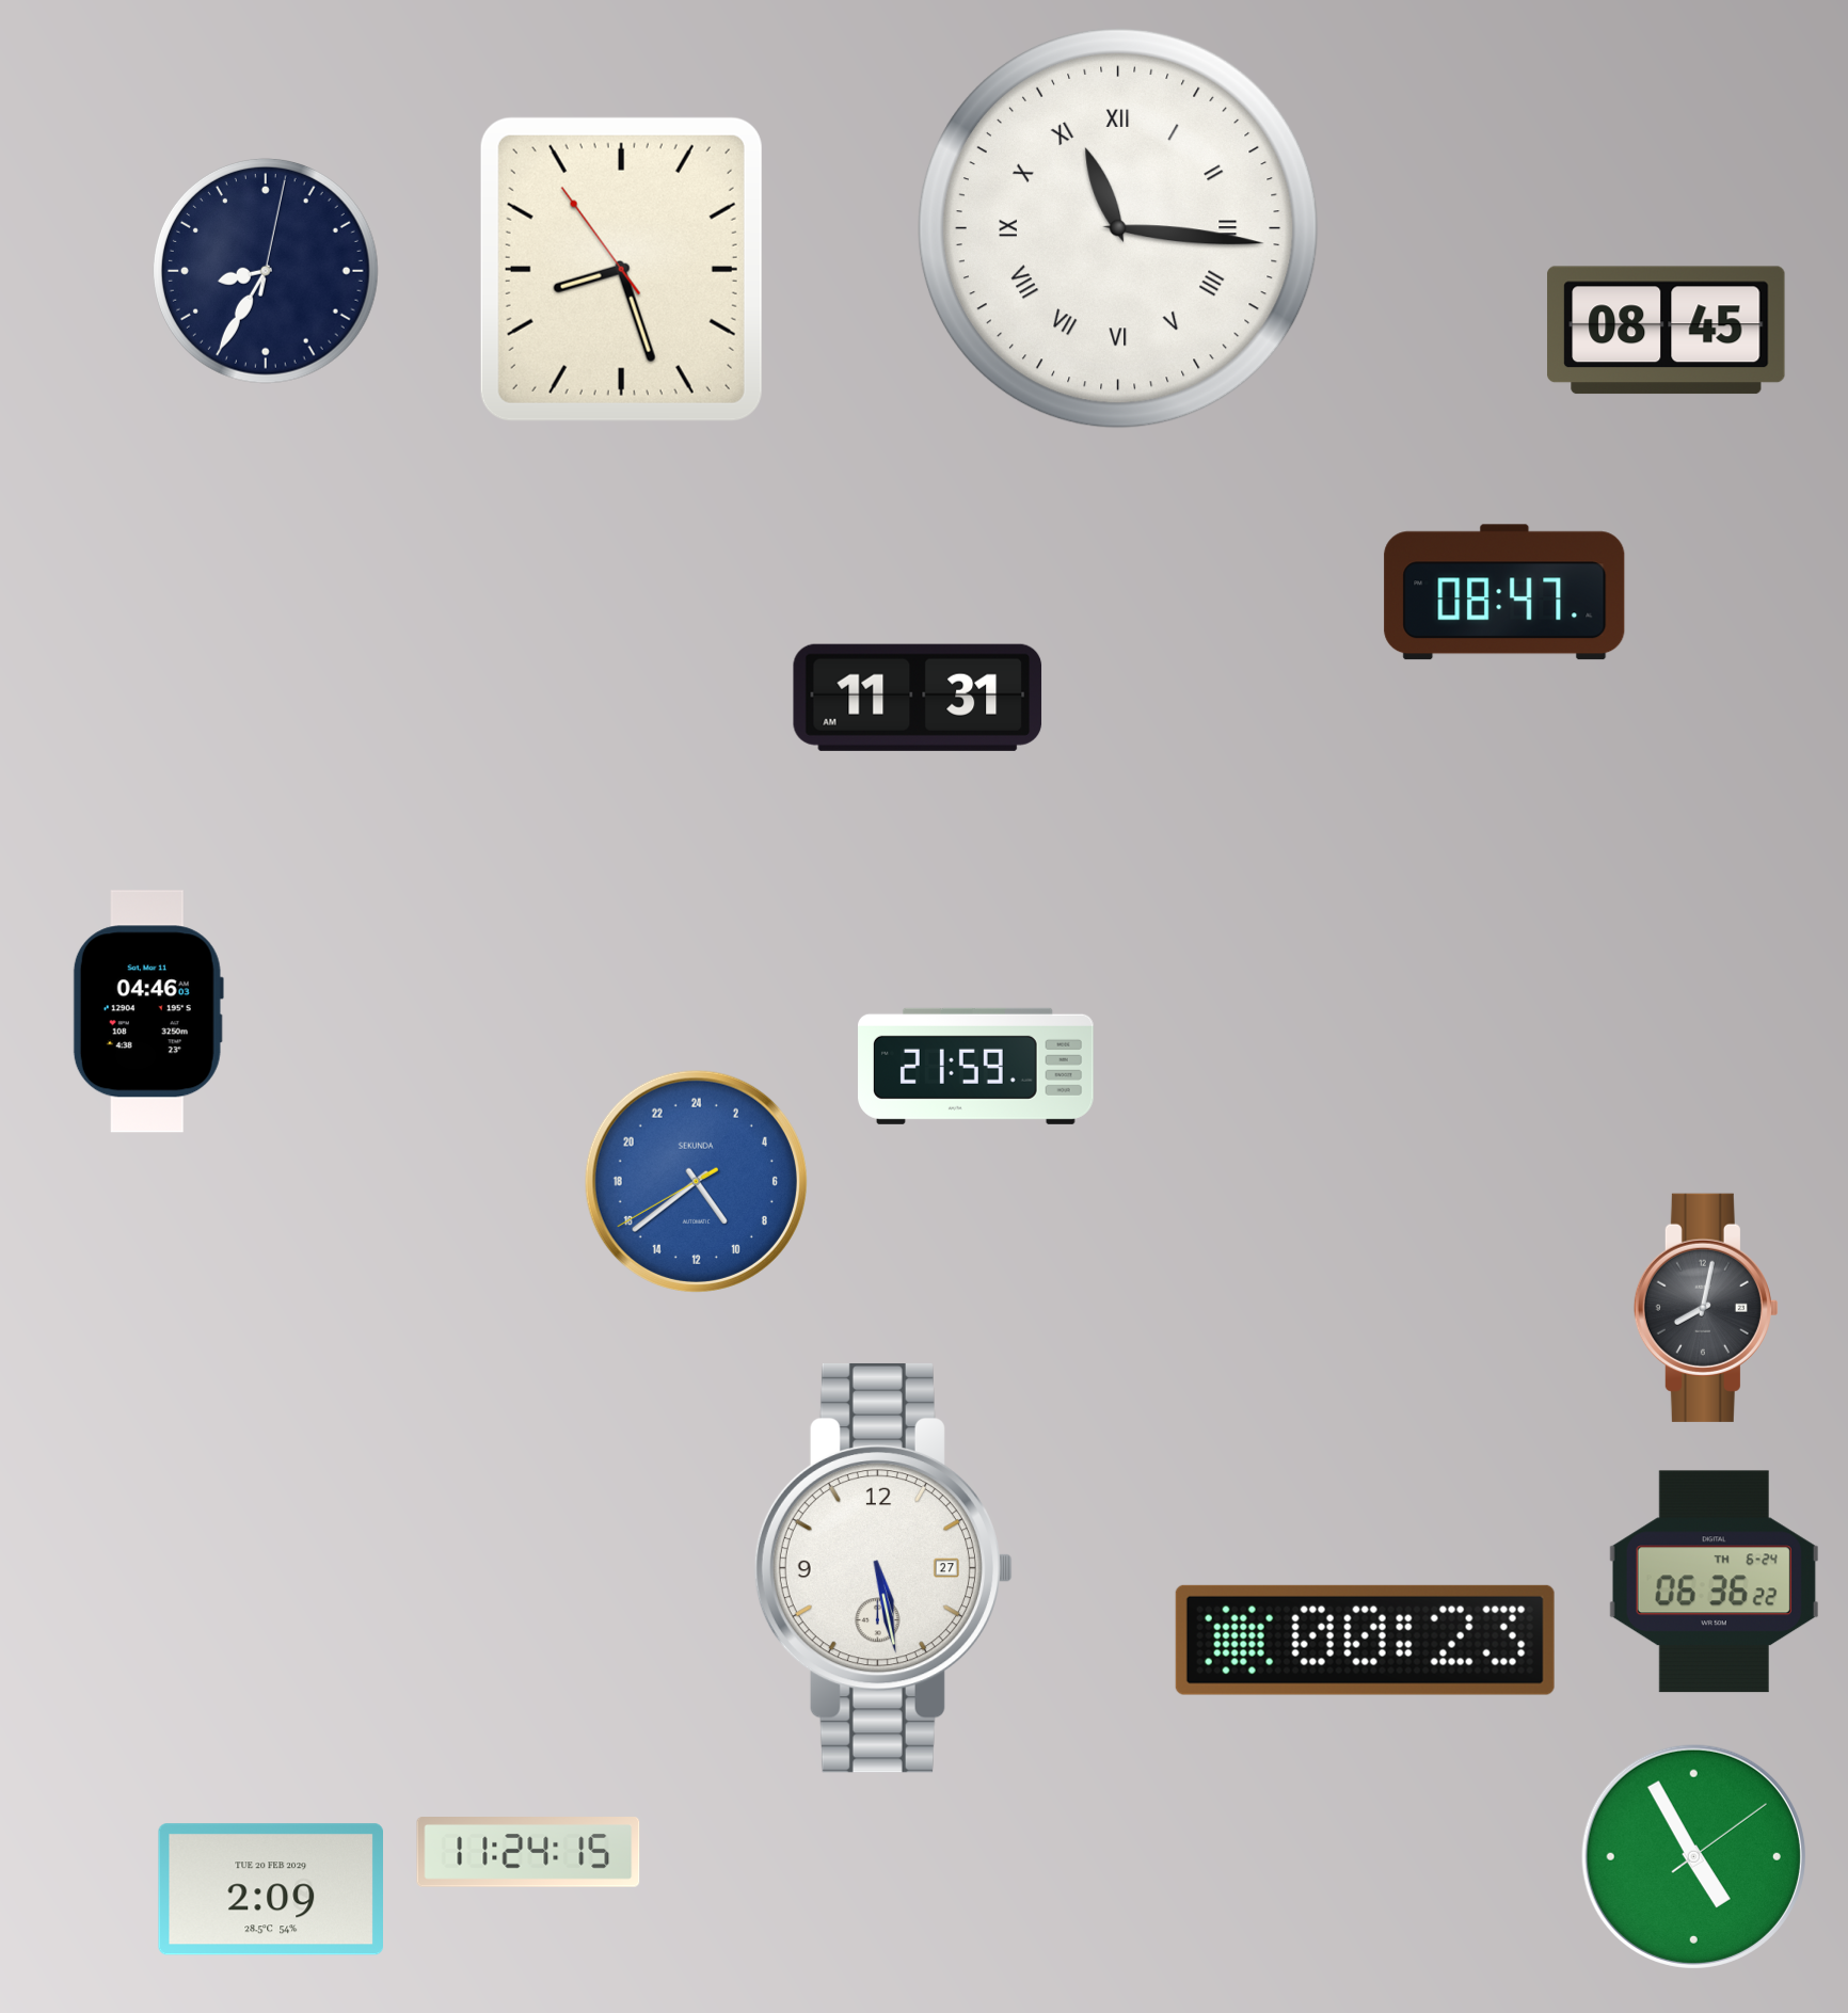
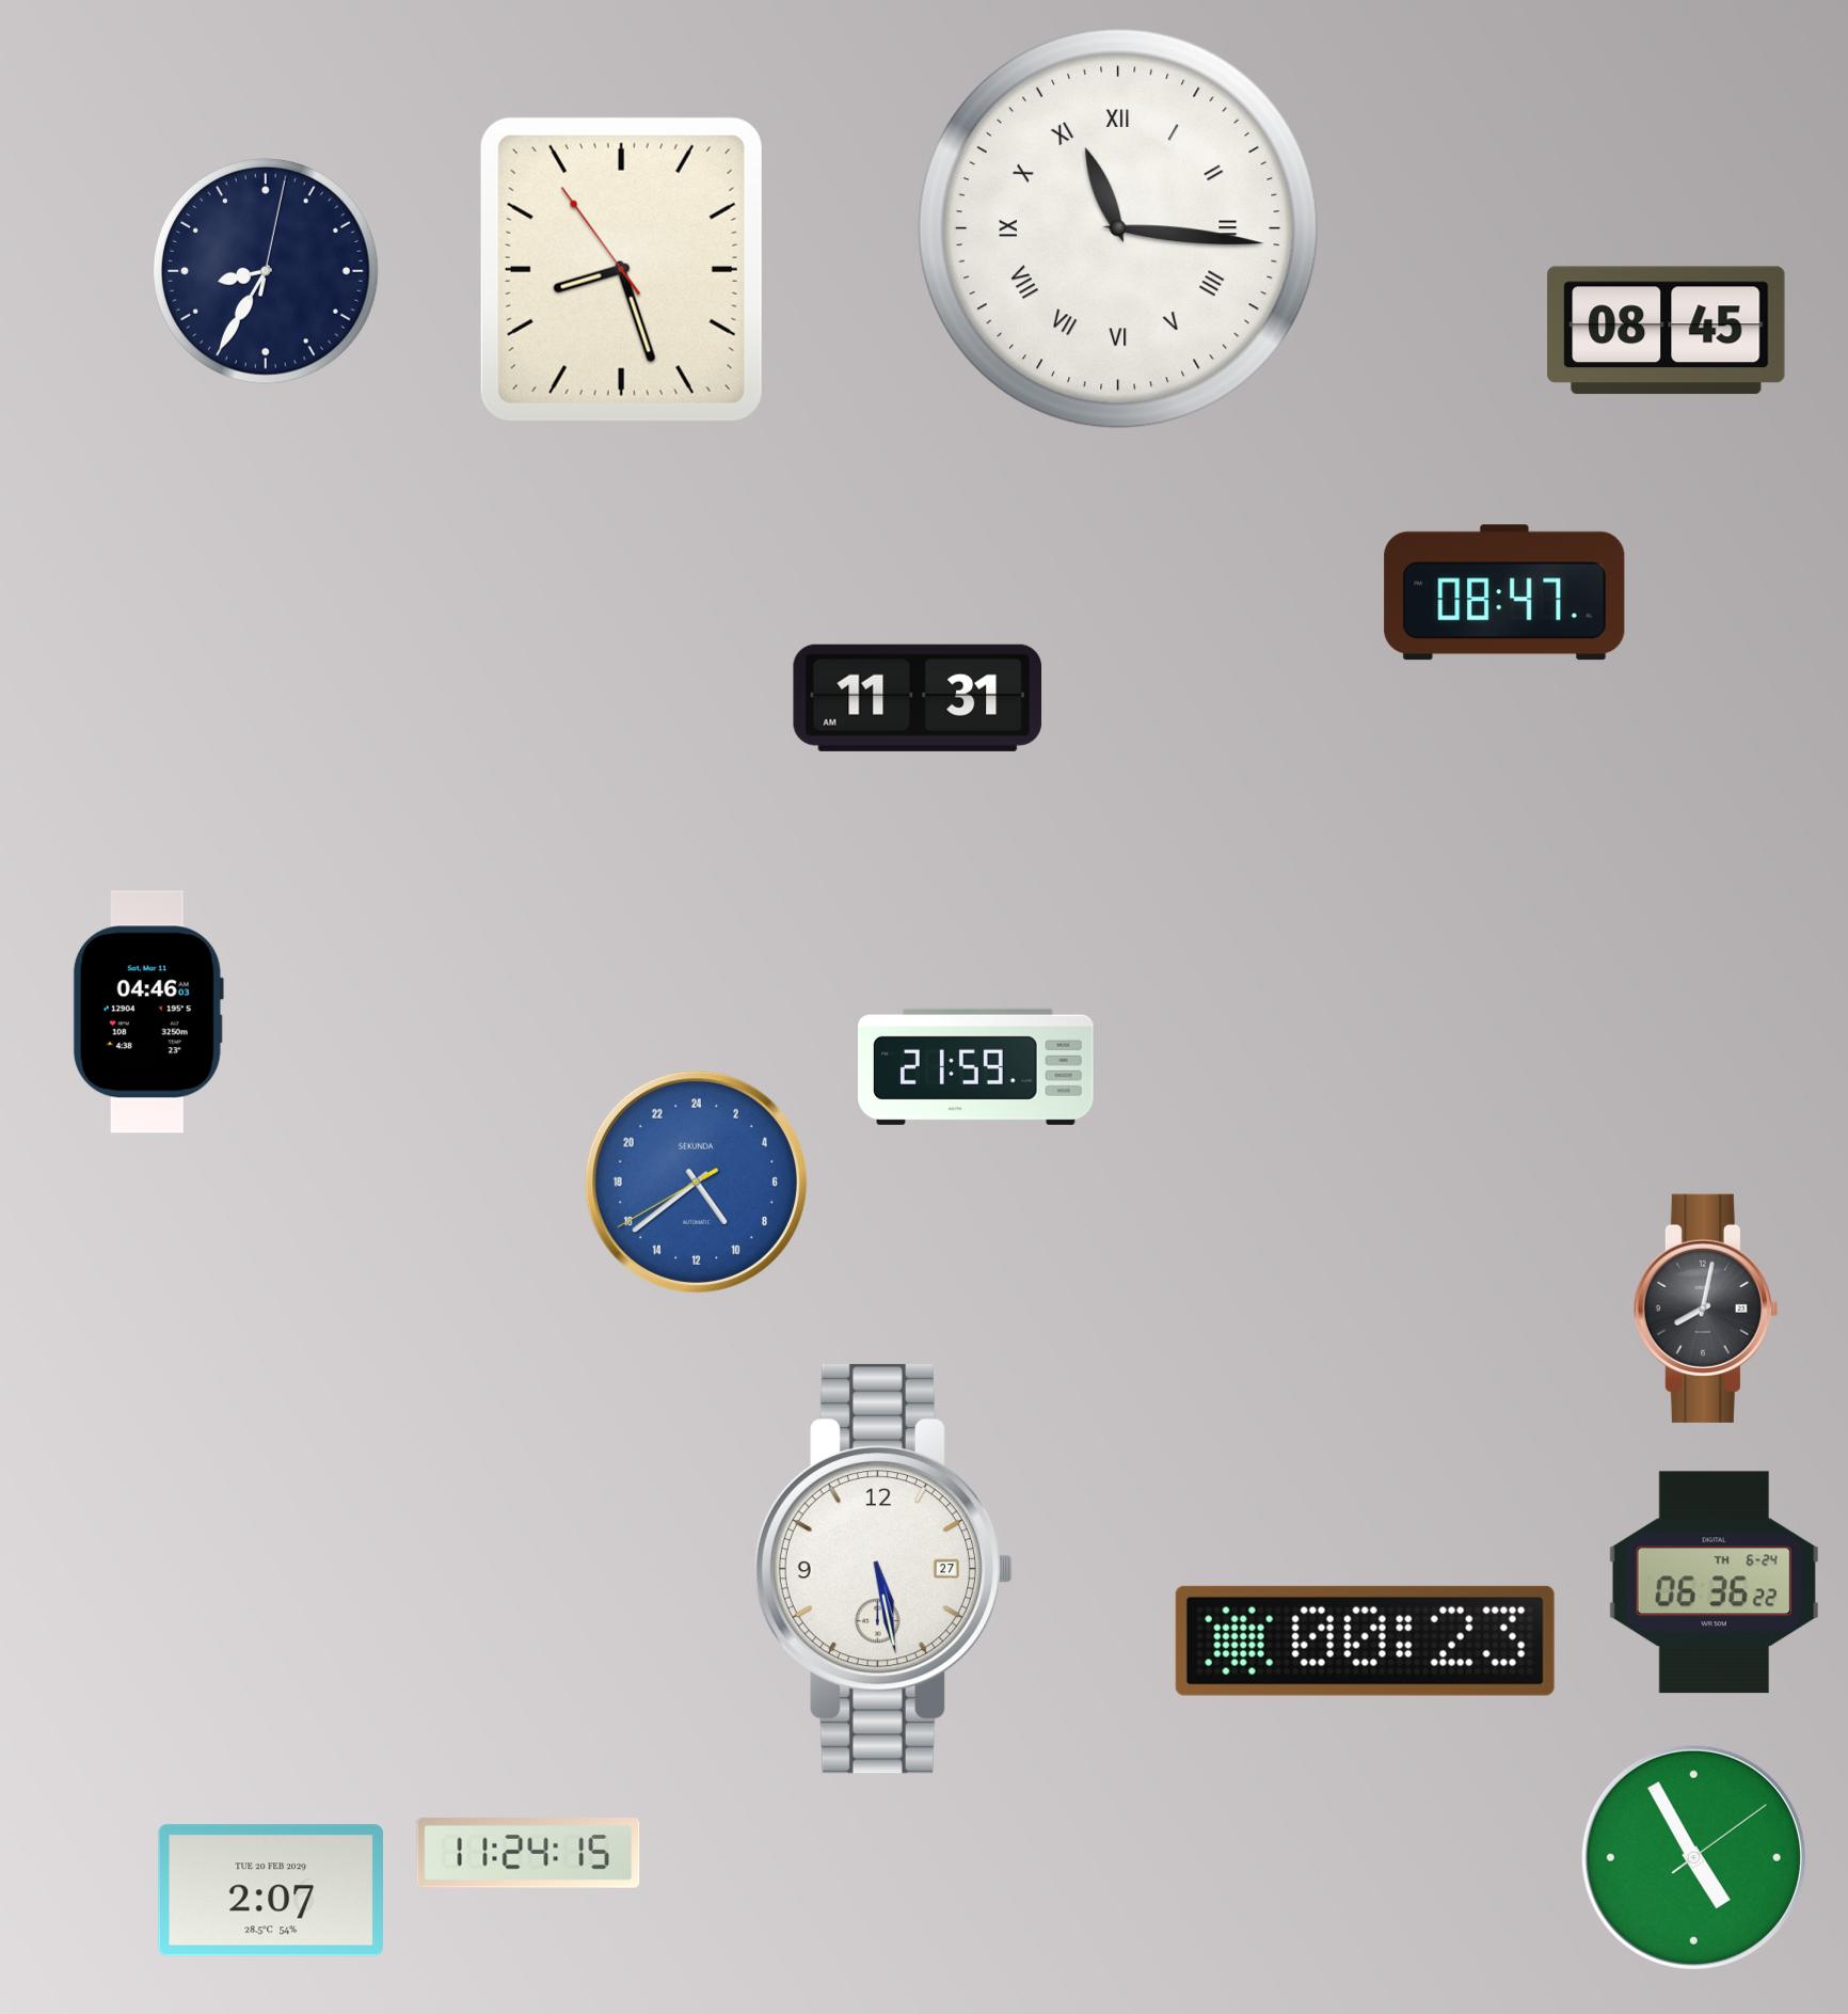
clock at (270, 1889): 2:09 -> 2:07
